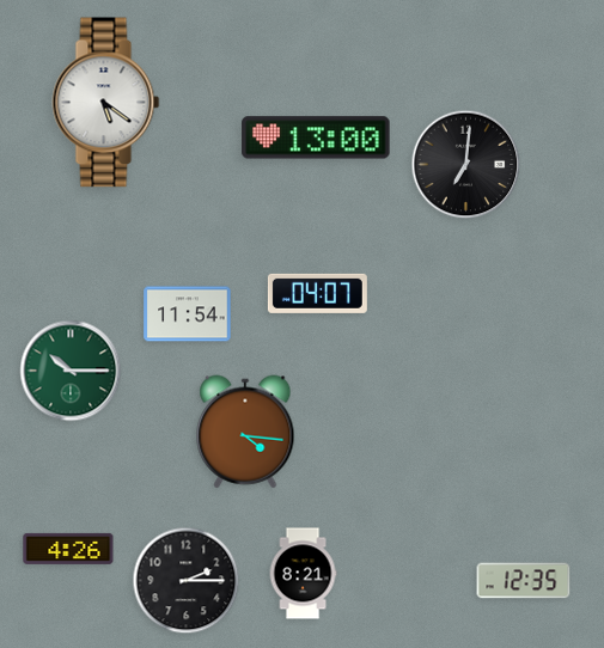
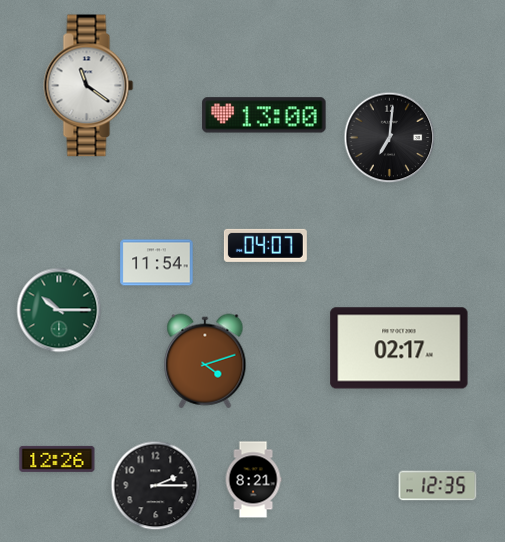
clock at (106, 103): 5:21 -> 11:21
clock at (399, 348): none -> 02:17
clock at (245, 432): 4:16 -> 4:12
clock at (68, 549): 4:26 -> 12:26
